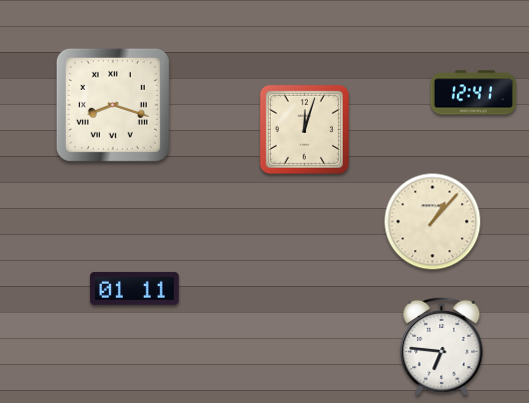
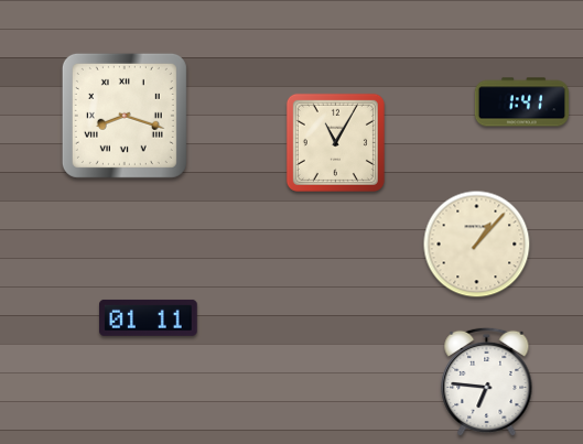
clock at (473, 93): 12:41 -> 1:41
clock at (304, 129): 12:03 -> 11:05
